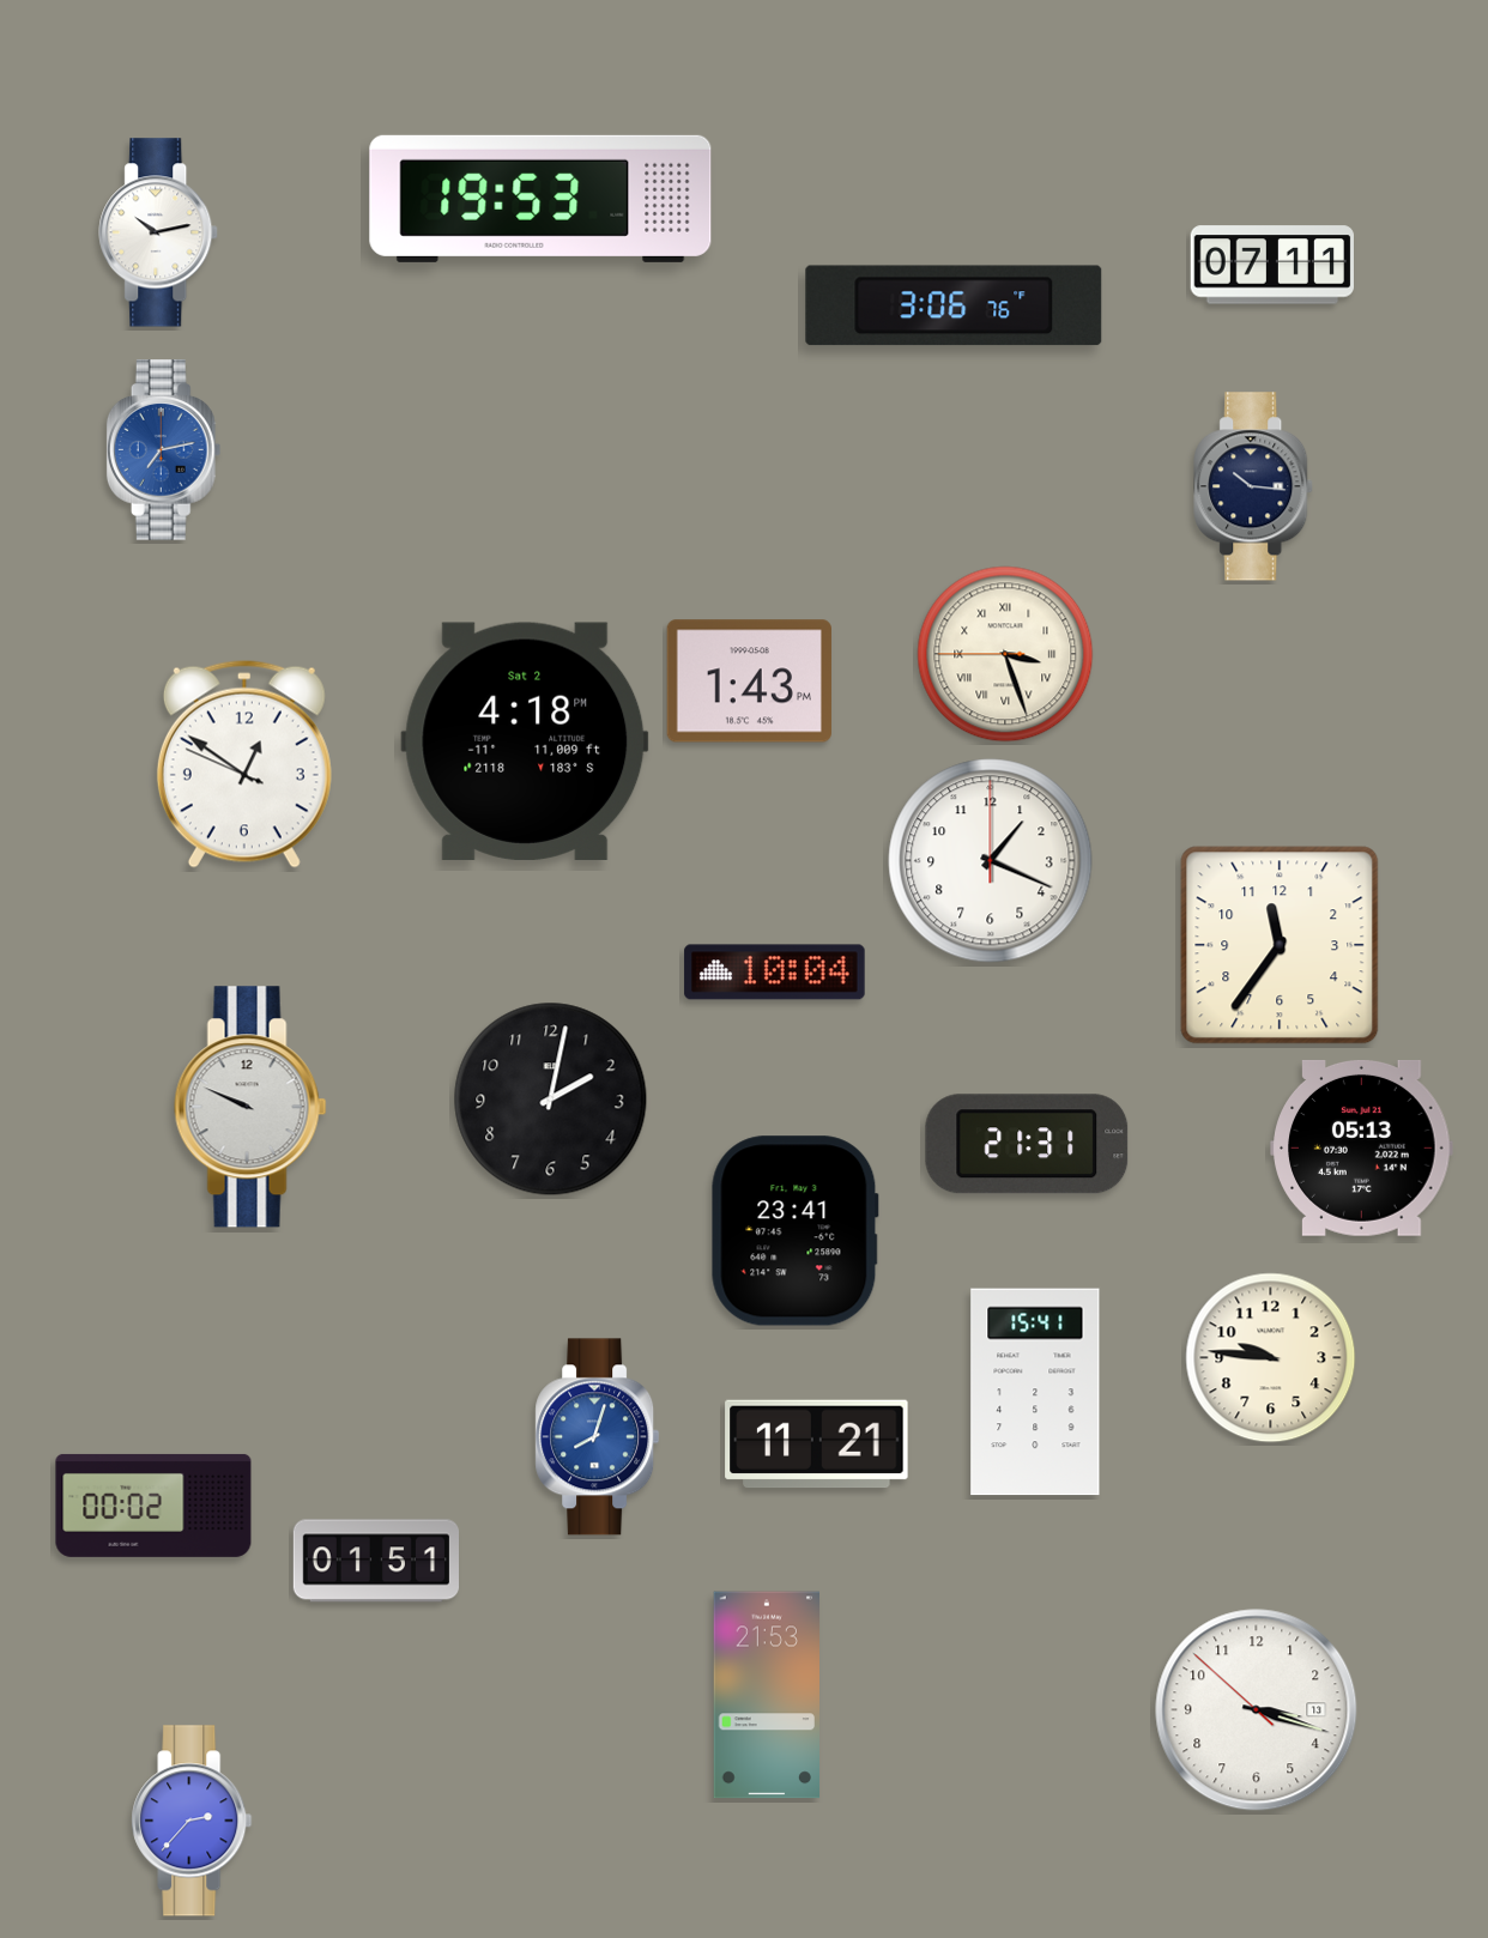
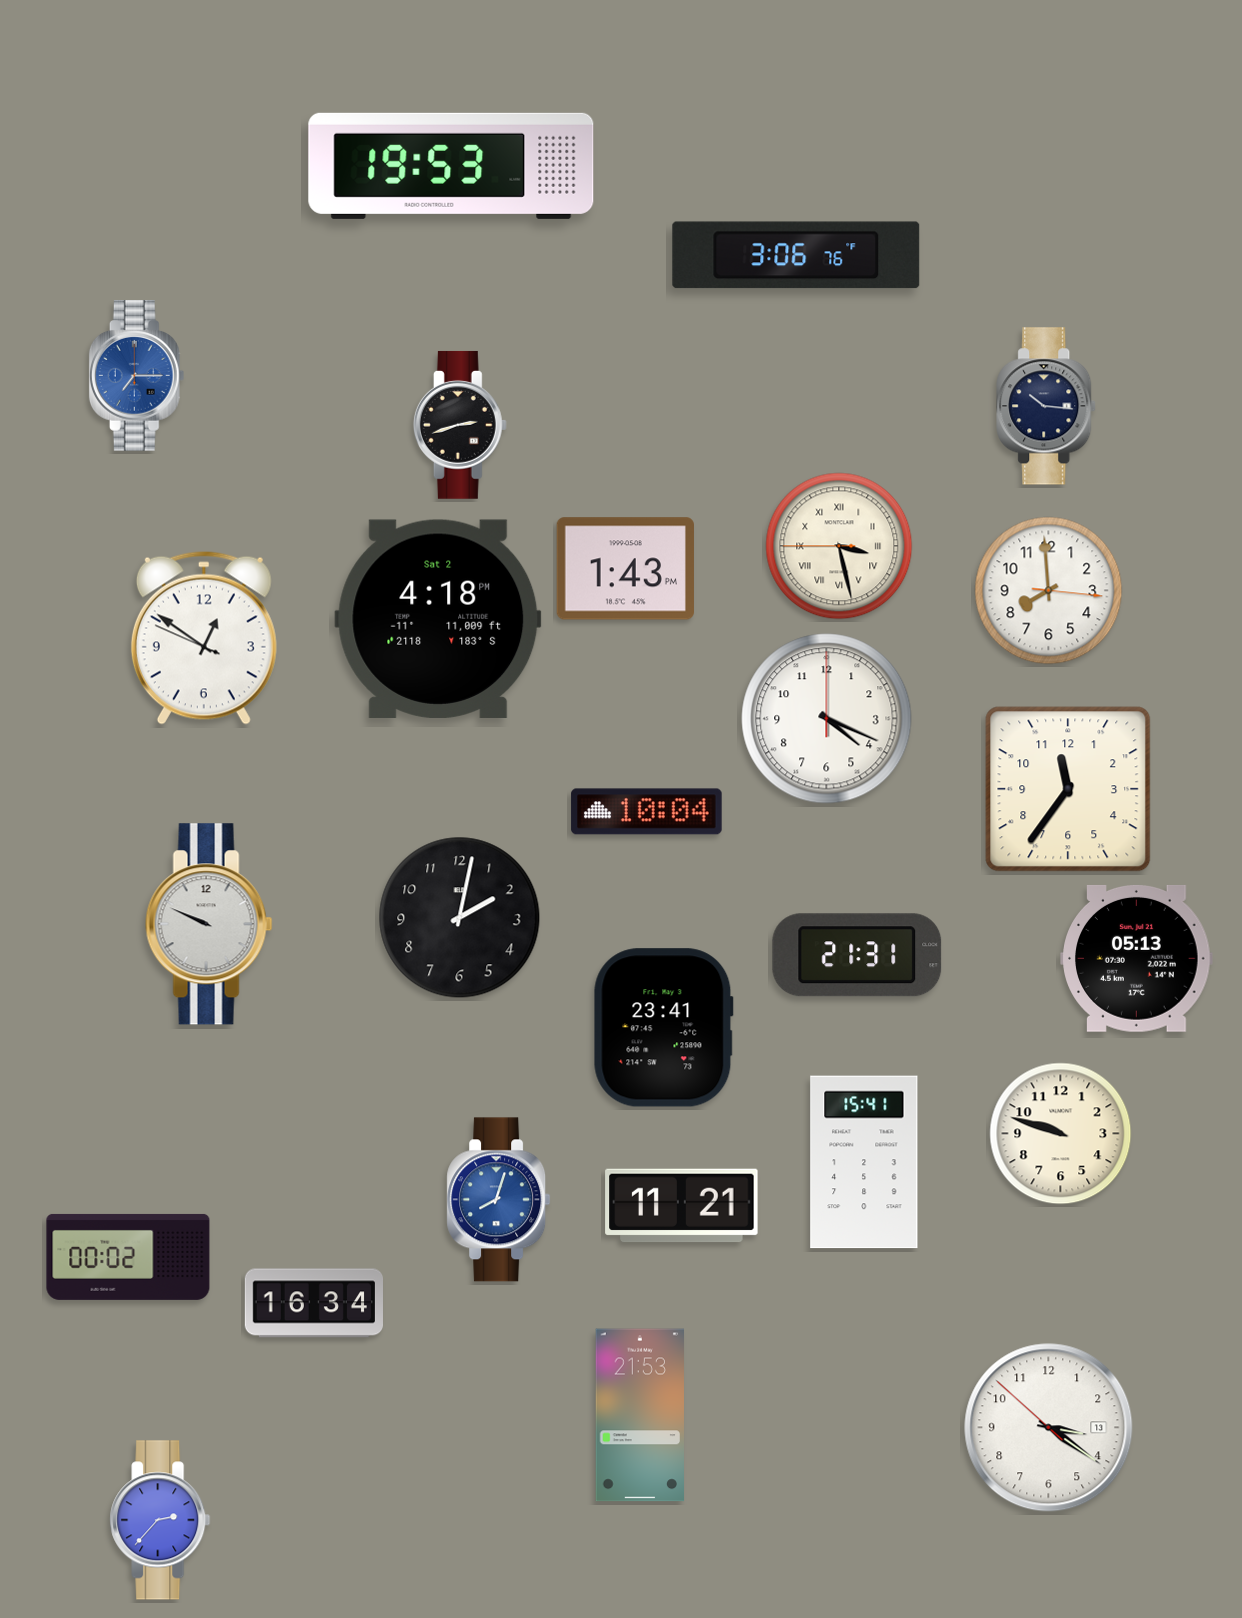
clock at (159, 232): 10:13 -> none
clock at (1271, 265): 07:11 -> none
clock at (164, 450): 7:13 -> 7:15
clock at (460, 425): none -> 2:42
clock at (1005, 654): 3:26 -> 3:27
clock at (1049, 591): none -> 7:59
clock at (991, 861): 1:19 -> 4:19
clock at (1271, 1358): 9:46 -> 9:48
clock at (375, 1561): 01:51 -> 16:34
clock at (1257, 1710): 3:17 -> 3:20
